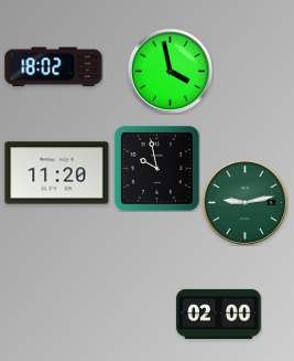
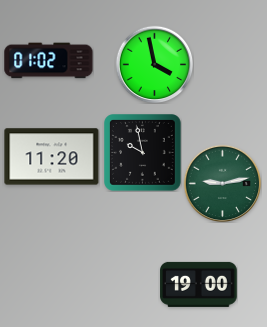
clock at (54, 67): 18:02 -> 01:02
clock at (219, 314): 02:00 -> 19:00
